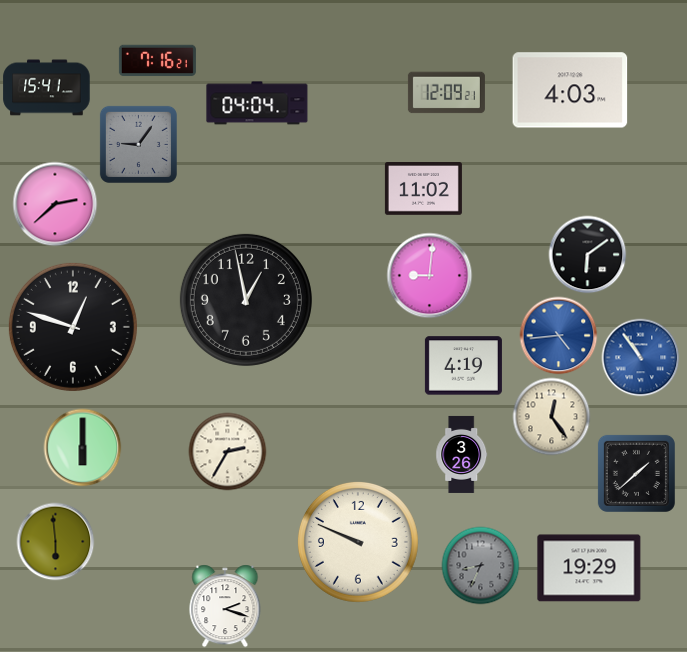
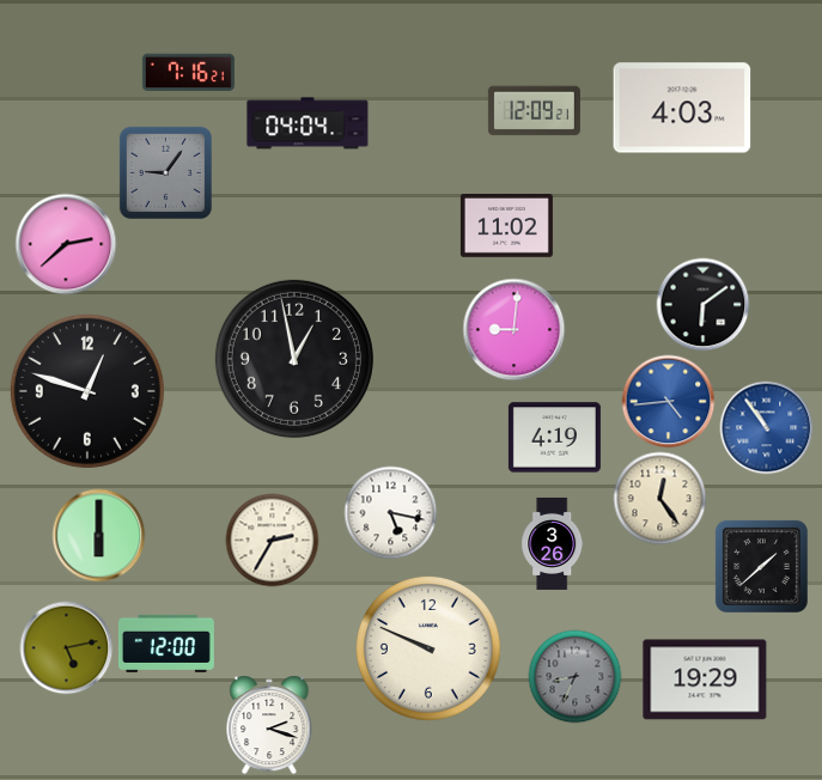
clock at (47, 88): 15:41 -> none
clock at (390, 512): none -> 5:17
clock at (166, 644): none -> 12:00
clock at (55, 541): 5:59 -> 5:13
